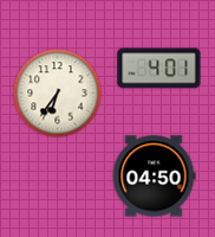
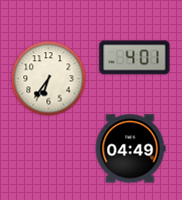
clock at (154, 177): 04:50 -> 04:49
